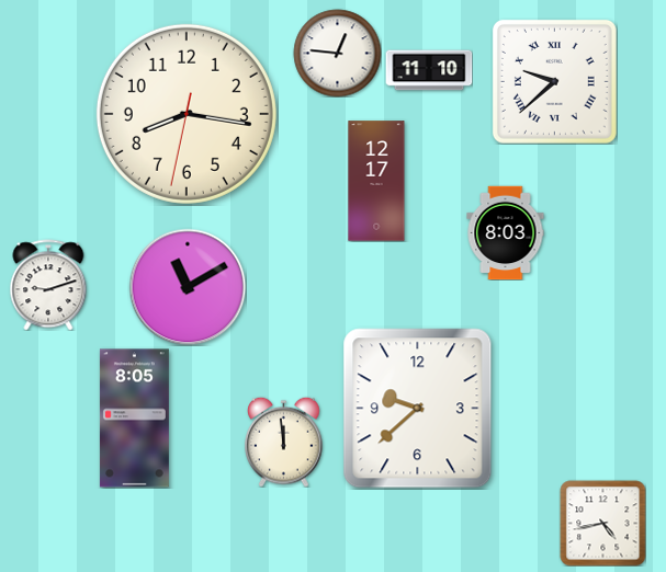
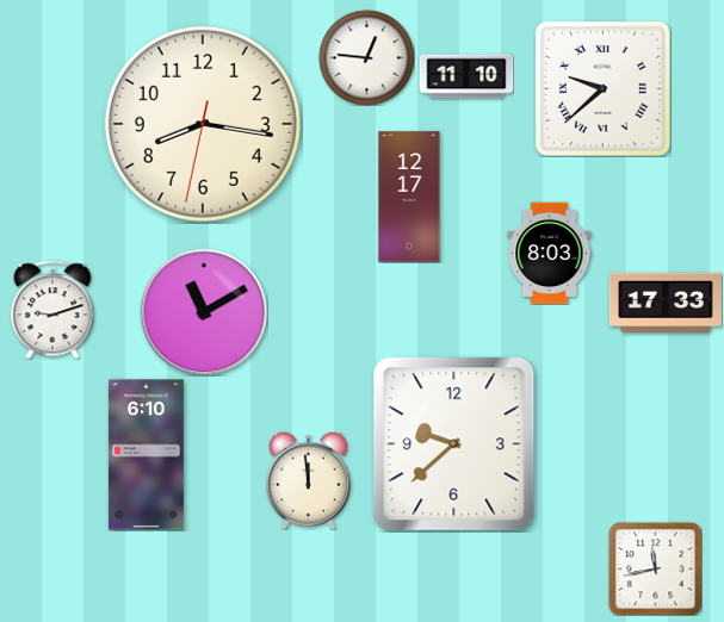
clock at (666, 303): none -> 17:33
clock at (134, 419): 8:05 -> 6:10
clock at (602, 523): 4:43 -> 11:43
